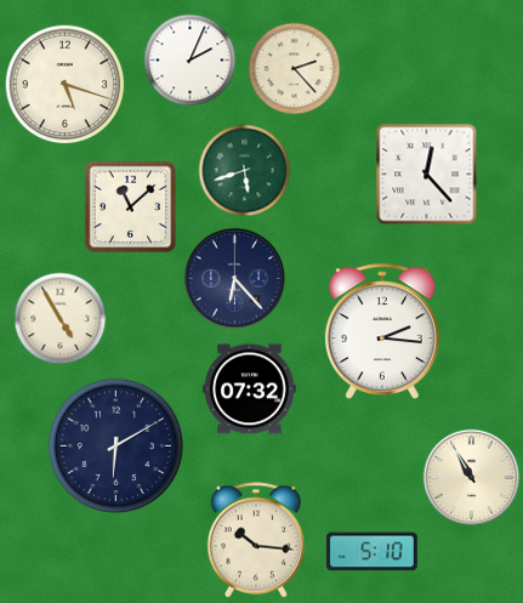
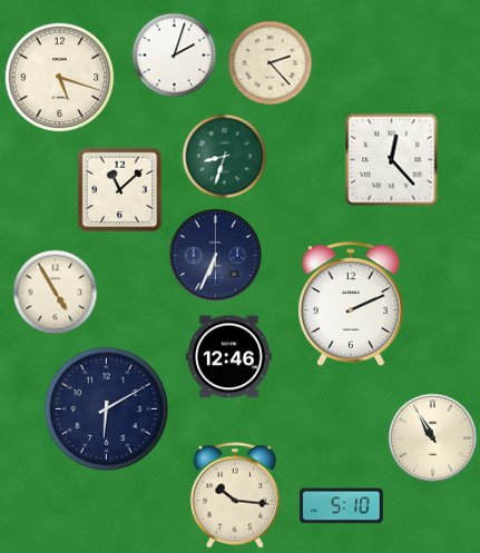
clock at (191, 61): 2:04 -> 2:03
clock at (245, 171): 5:42 -> 8:33
clock at (235, 279): 6:23 -> 6:34
clock at (382, 332): 2:16 -> 2:11
clock at (250, 389): 07:32 -> 12:46
